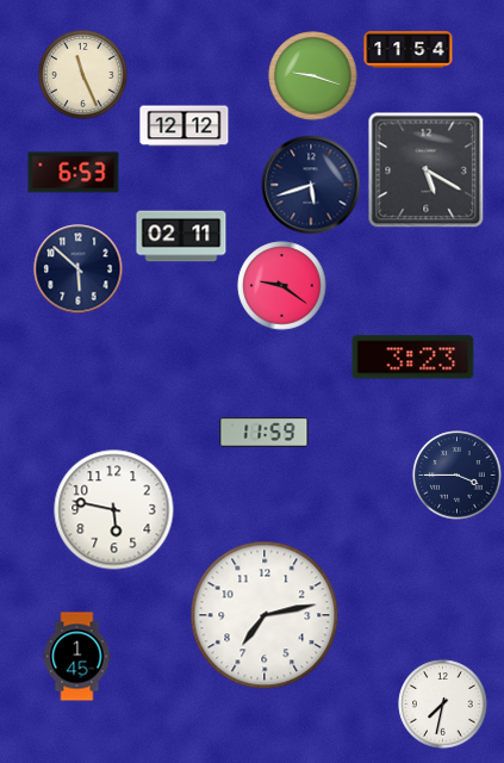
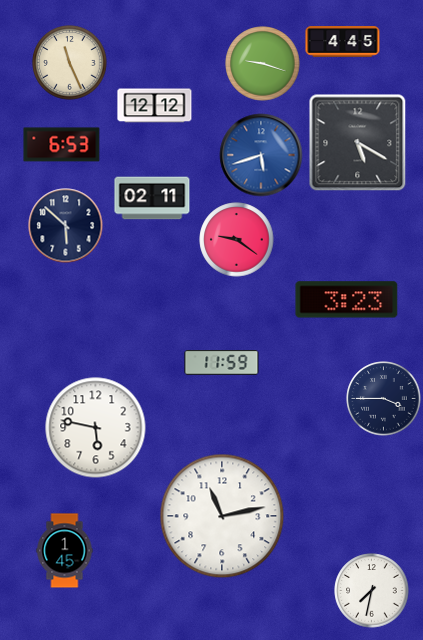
clock at (409, 50): 11:54 -> 4:45
clock at (311, 185) dial: navy -> blue
clock at (265, 615): 7:13 -> 11:13
